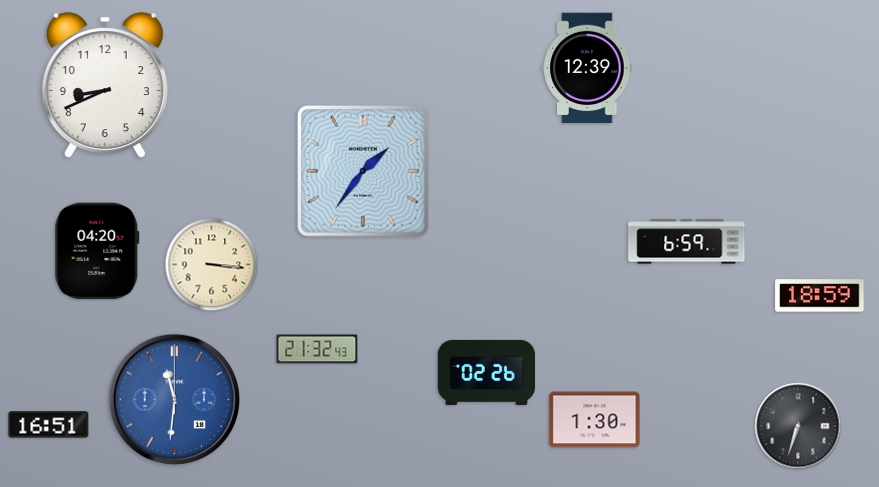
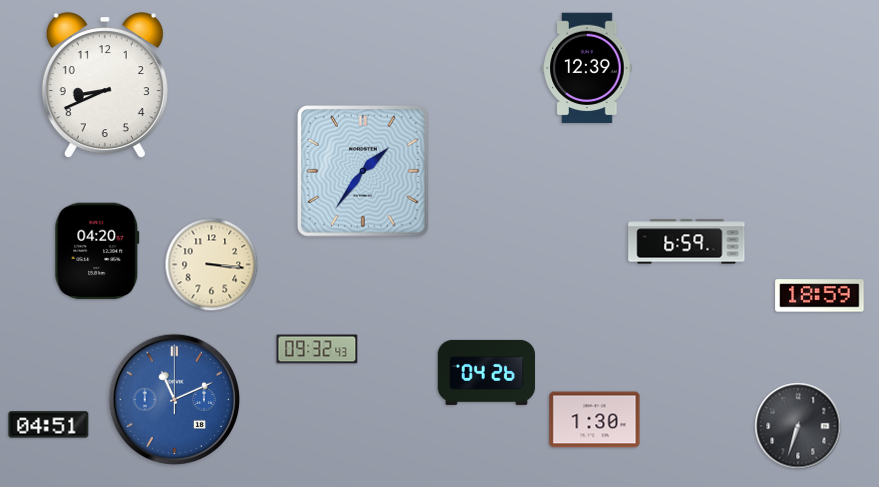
clock at (317, 349): 21:32 -> 09:32
clock at (487, 372): 02:26 -> 04:26
clock at (175, 400): 11:31 -> 11:11
clock at (49, 425): 16:51 -> 04:51
